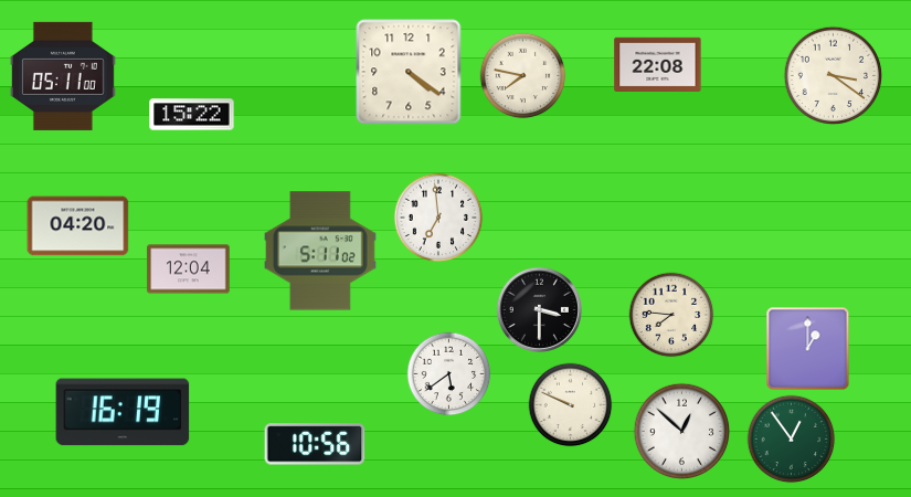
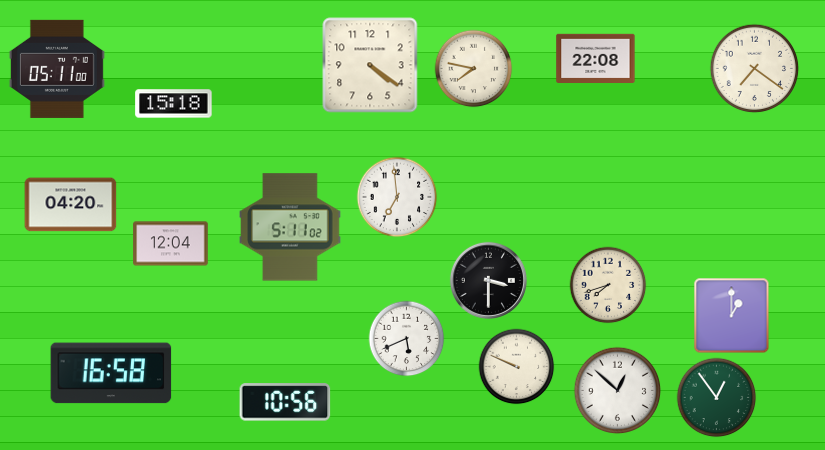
clock at (834, 76): 3:21 -> 7:21
clock at (192, 115): 15:22 -> 15:18
clock at (671, 315): 7:46 -> 7:42
clock at (449, 374): 5:39 -> 5:41
clock at (123, 412): 16:19 -> 16:58
